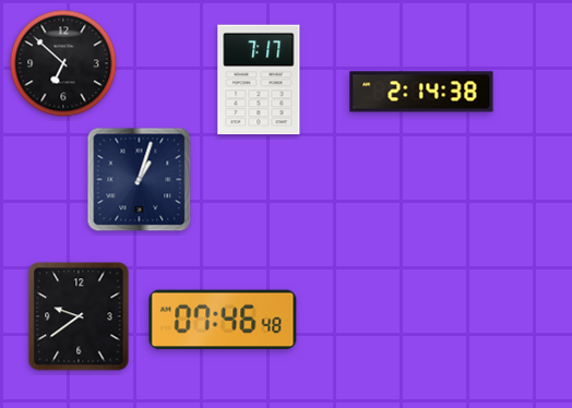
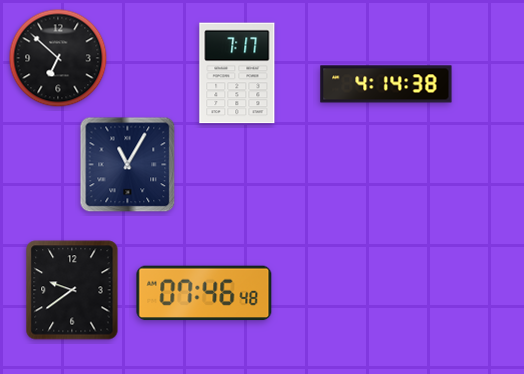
clock at (421, 92): 2:14 -> 4:14
clock at (140, 180): 1:03 -> 11:05
